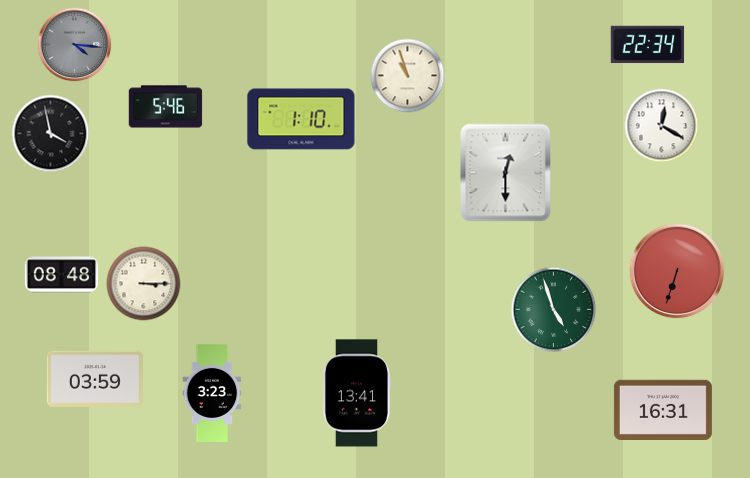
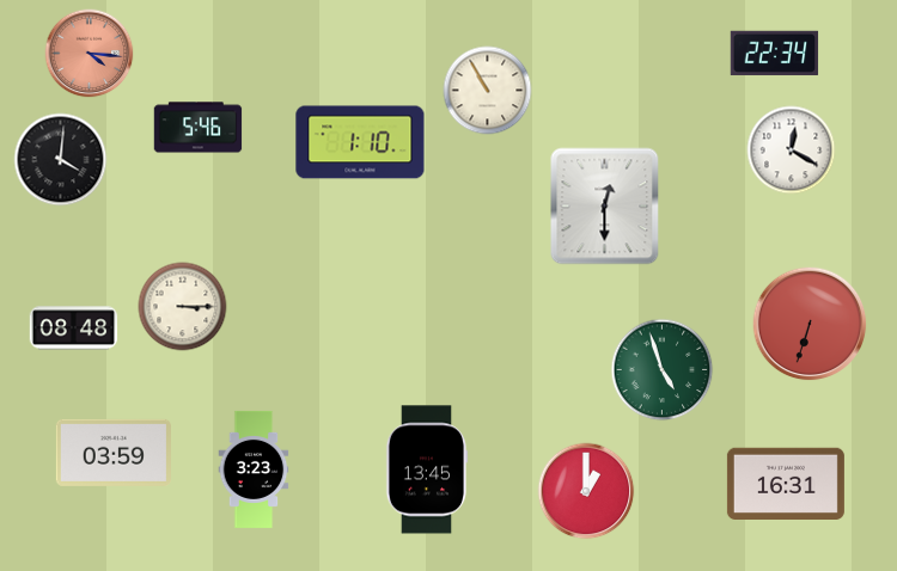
clock at (75, 45) dial: grey -> salmon
clock at (408, 76): 10:57 -> 10:55
clock at (51, 134): 3:58 -> 4:01
clock at (144, 284) position: (144, 284) -> (183, 307)
clock at (357, 393): 13:41 -> 13:45
clock at (663, 409) position: (663, 409) -> (786, 483)
clock at (586, 491): none -> 1:00
